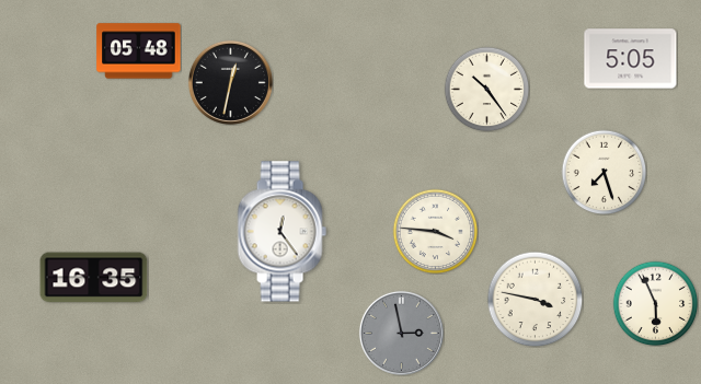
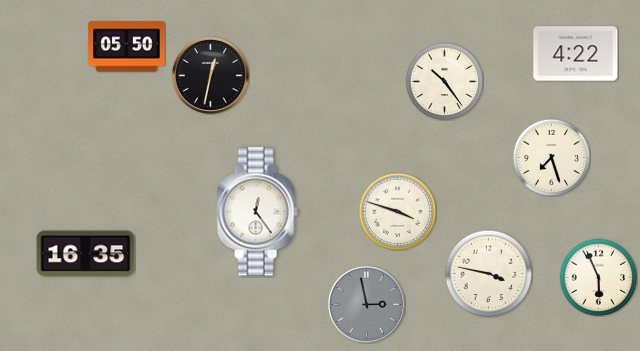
clock at (139, 51): 05:48 -> 05:50
clock at (631, 59): 5:05 -> 4:22
clock at (435, 231): 3:46 -> 3:48
